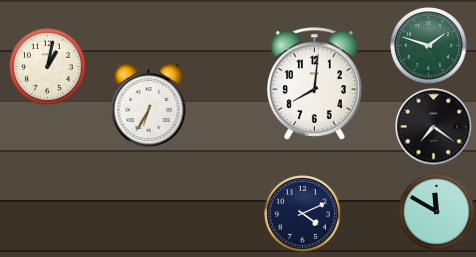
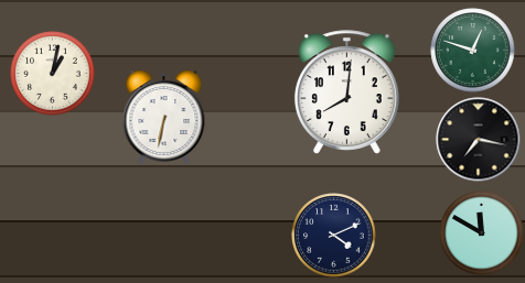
clock at (429, 46): 1:48 -> 12:48
clock at (149, 107): 6:35 -> 6:32
clock at (434, 127): 7:21 -> 7:17
